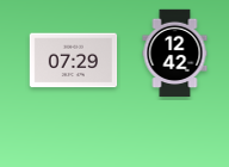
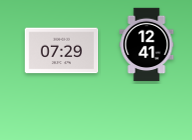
clock at (175, 54): 12:42 -> 12:41
